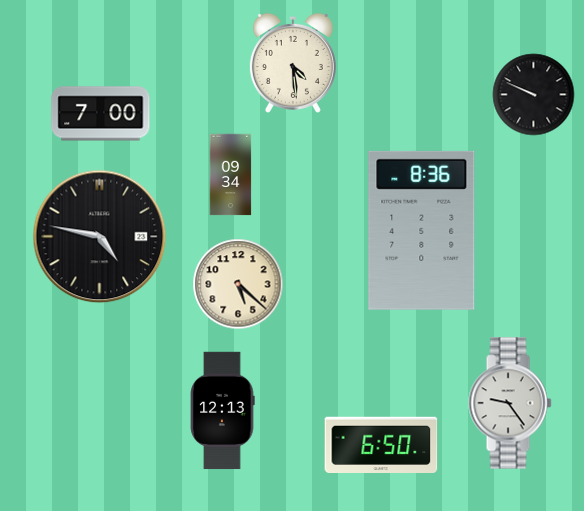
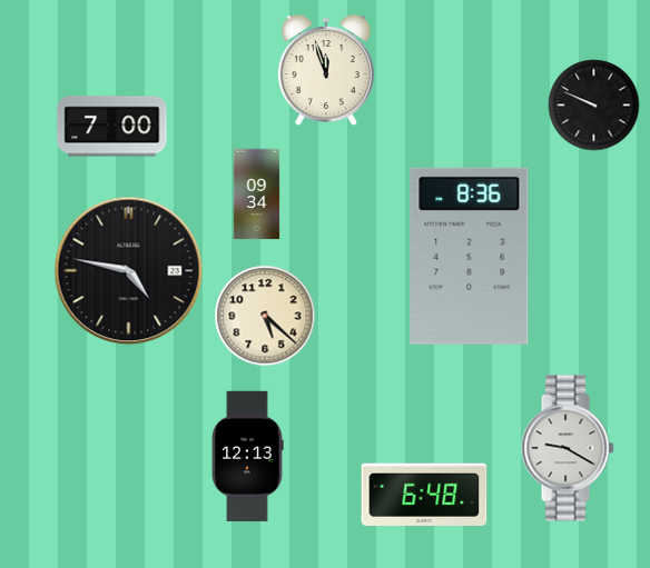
clock at (293, 63): 4:29 -> 11:57
clock at (100, 237) position: (100, 237) -> (129, 271)
clock at (510, 403): 9:24 -> 9:20
clock at (381, 444): 6:50 -> 6:48
